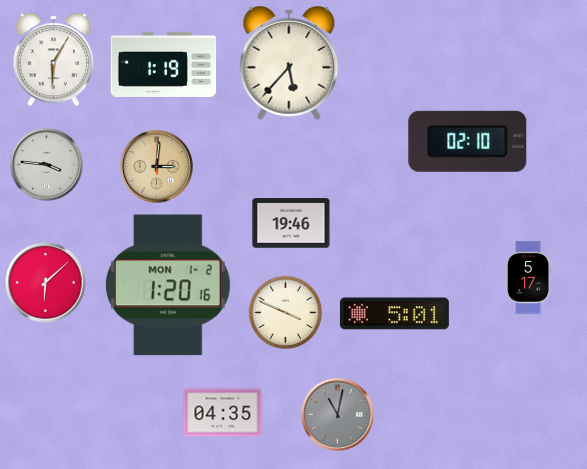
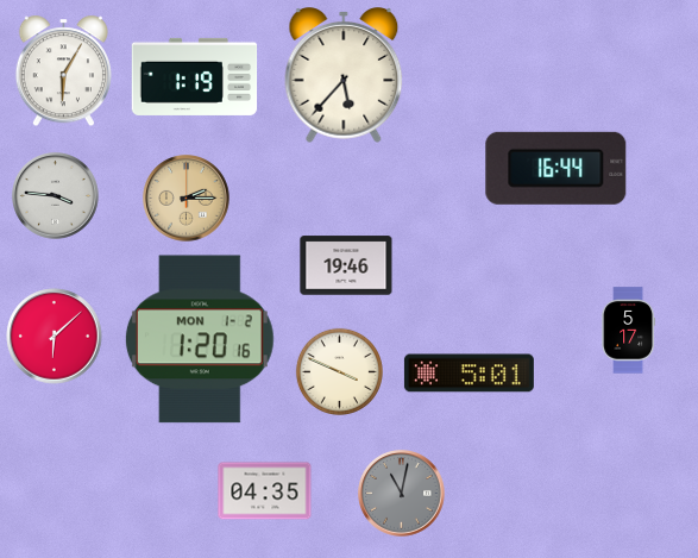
clock at (468, 141): 02:10 -> 16:44
clock at (157, 167): 3:01 -> 2:15
